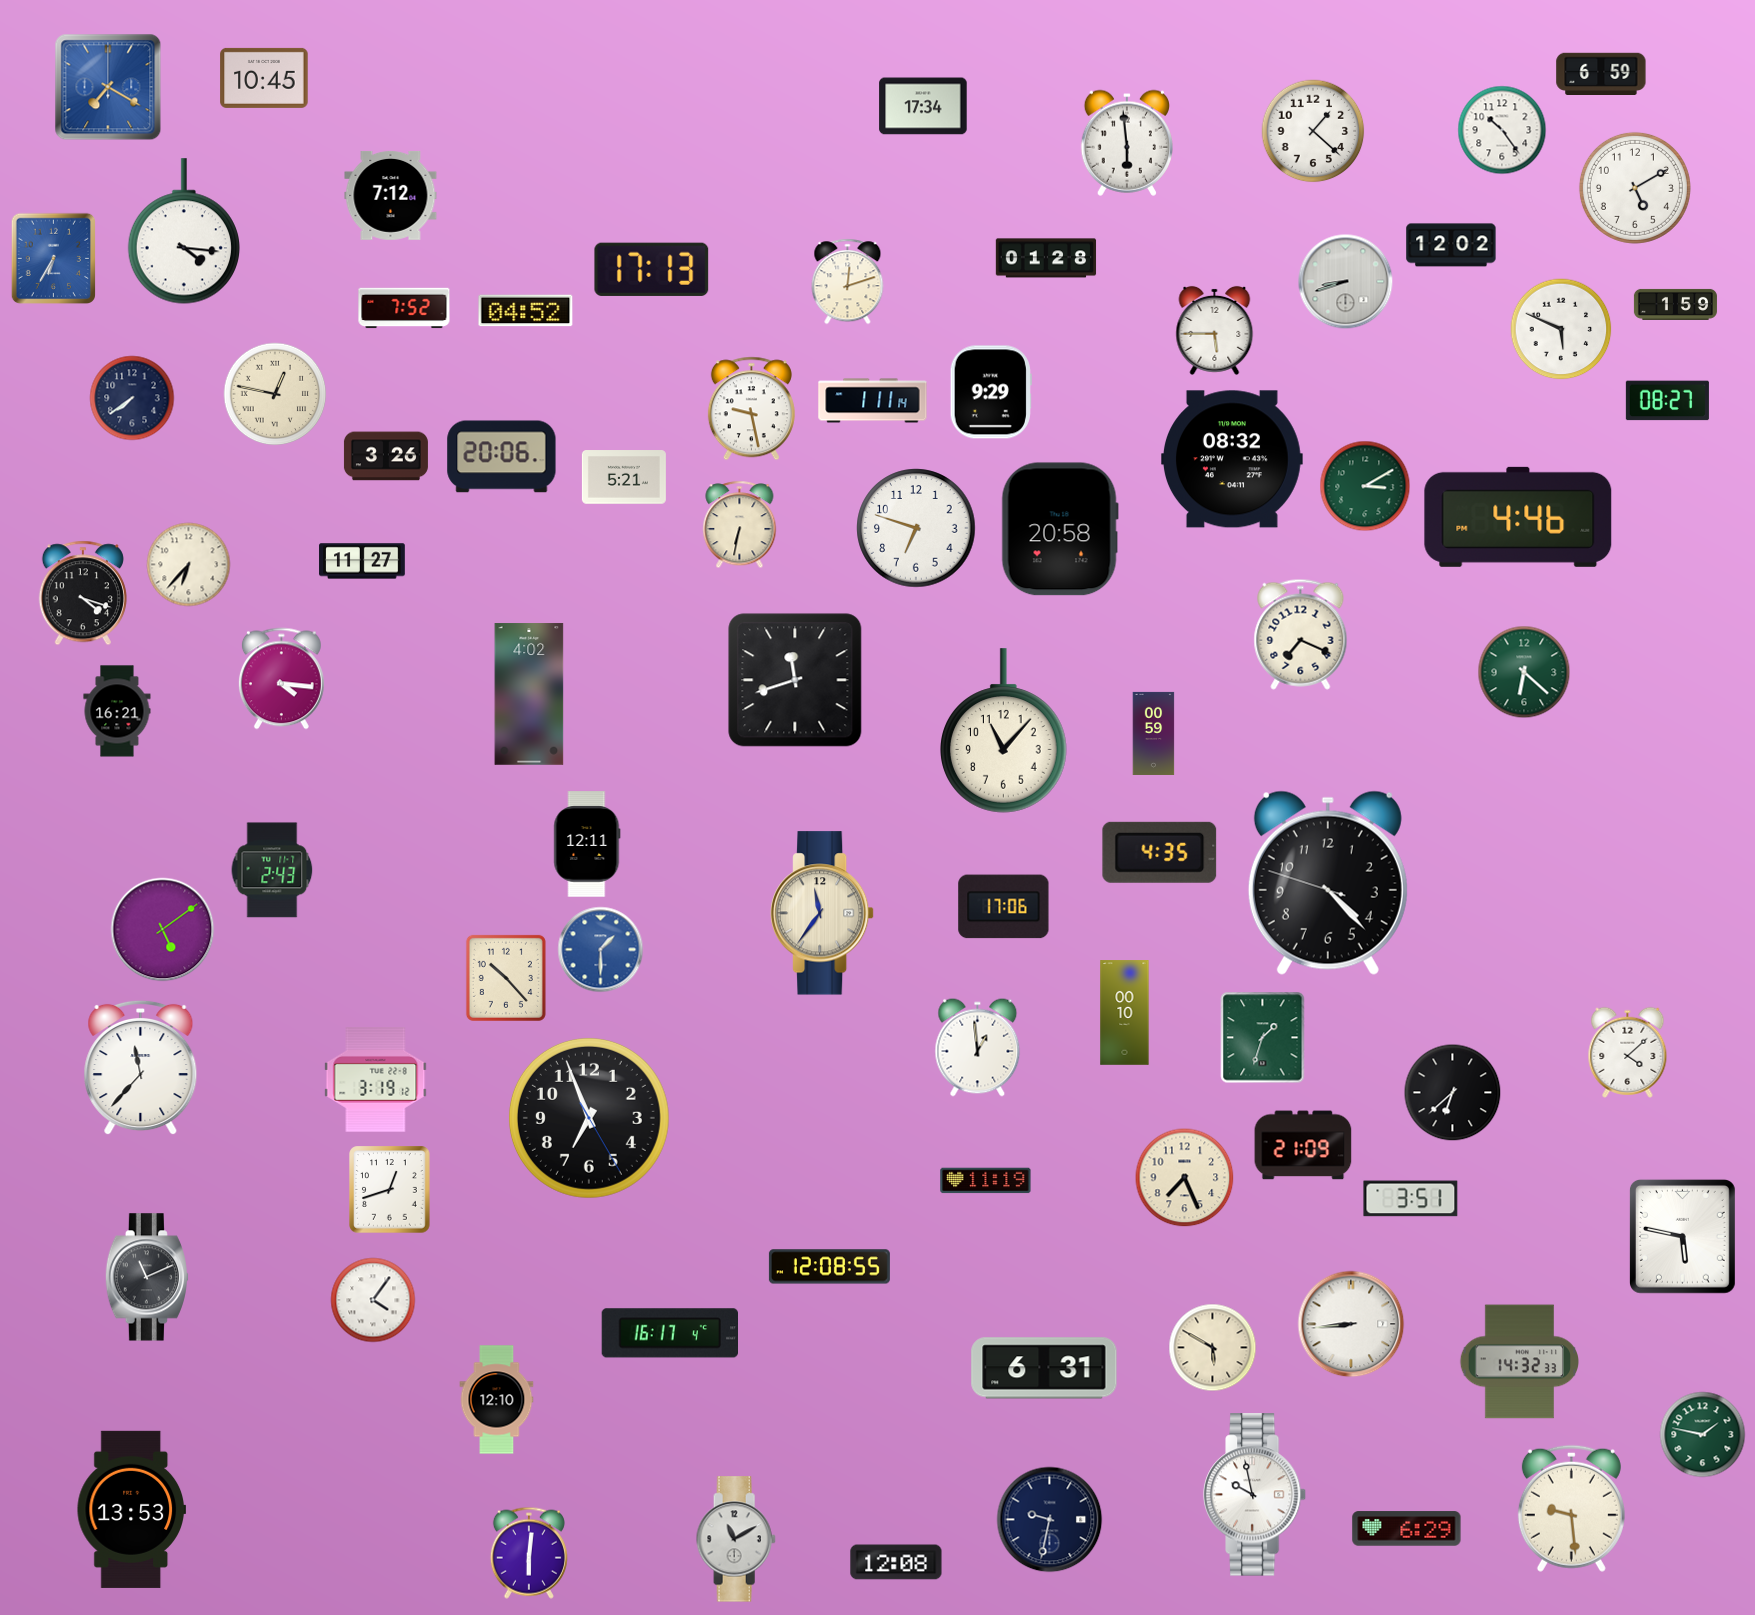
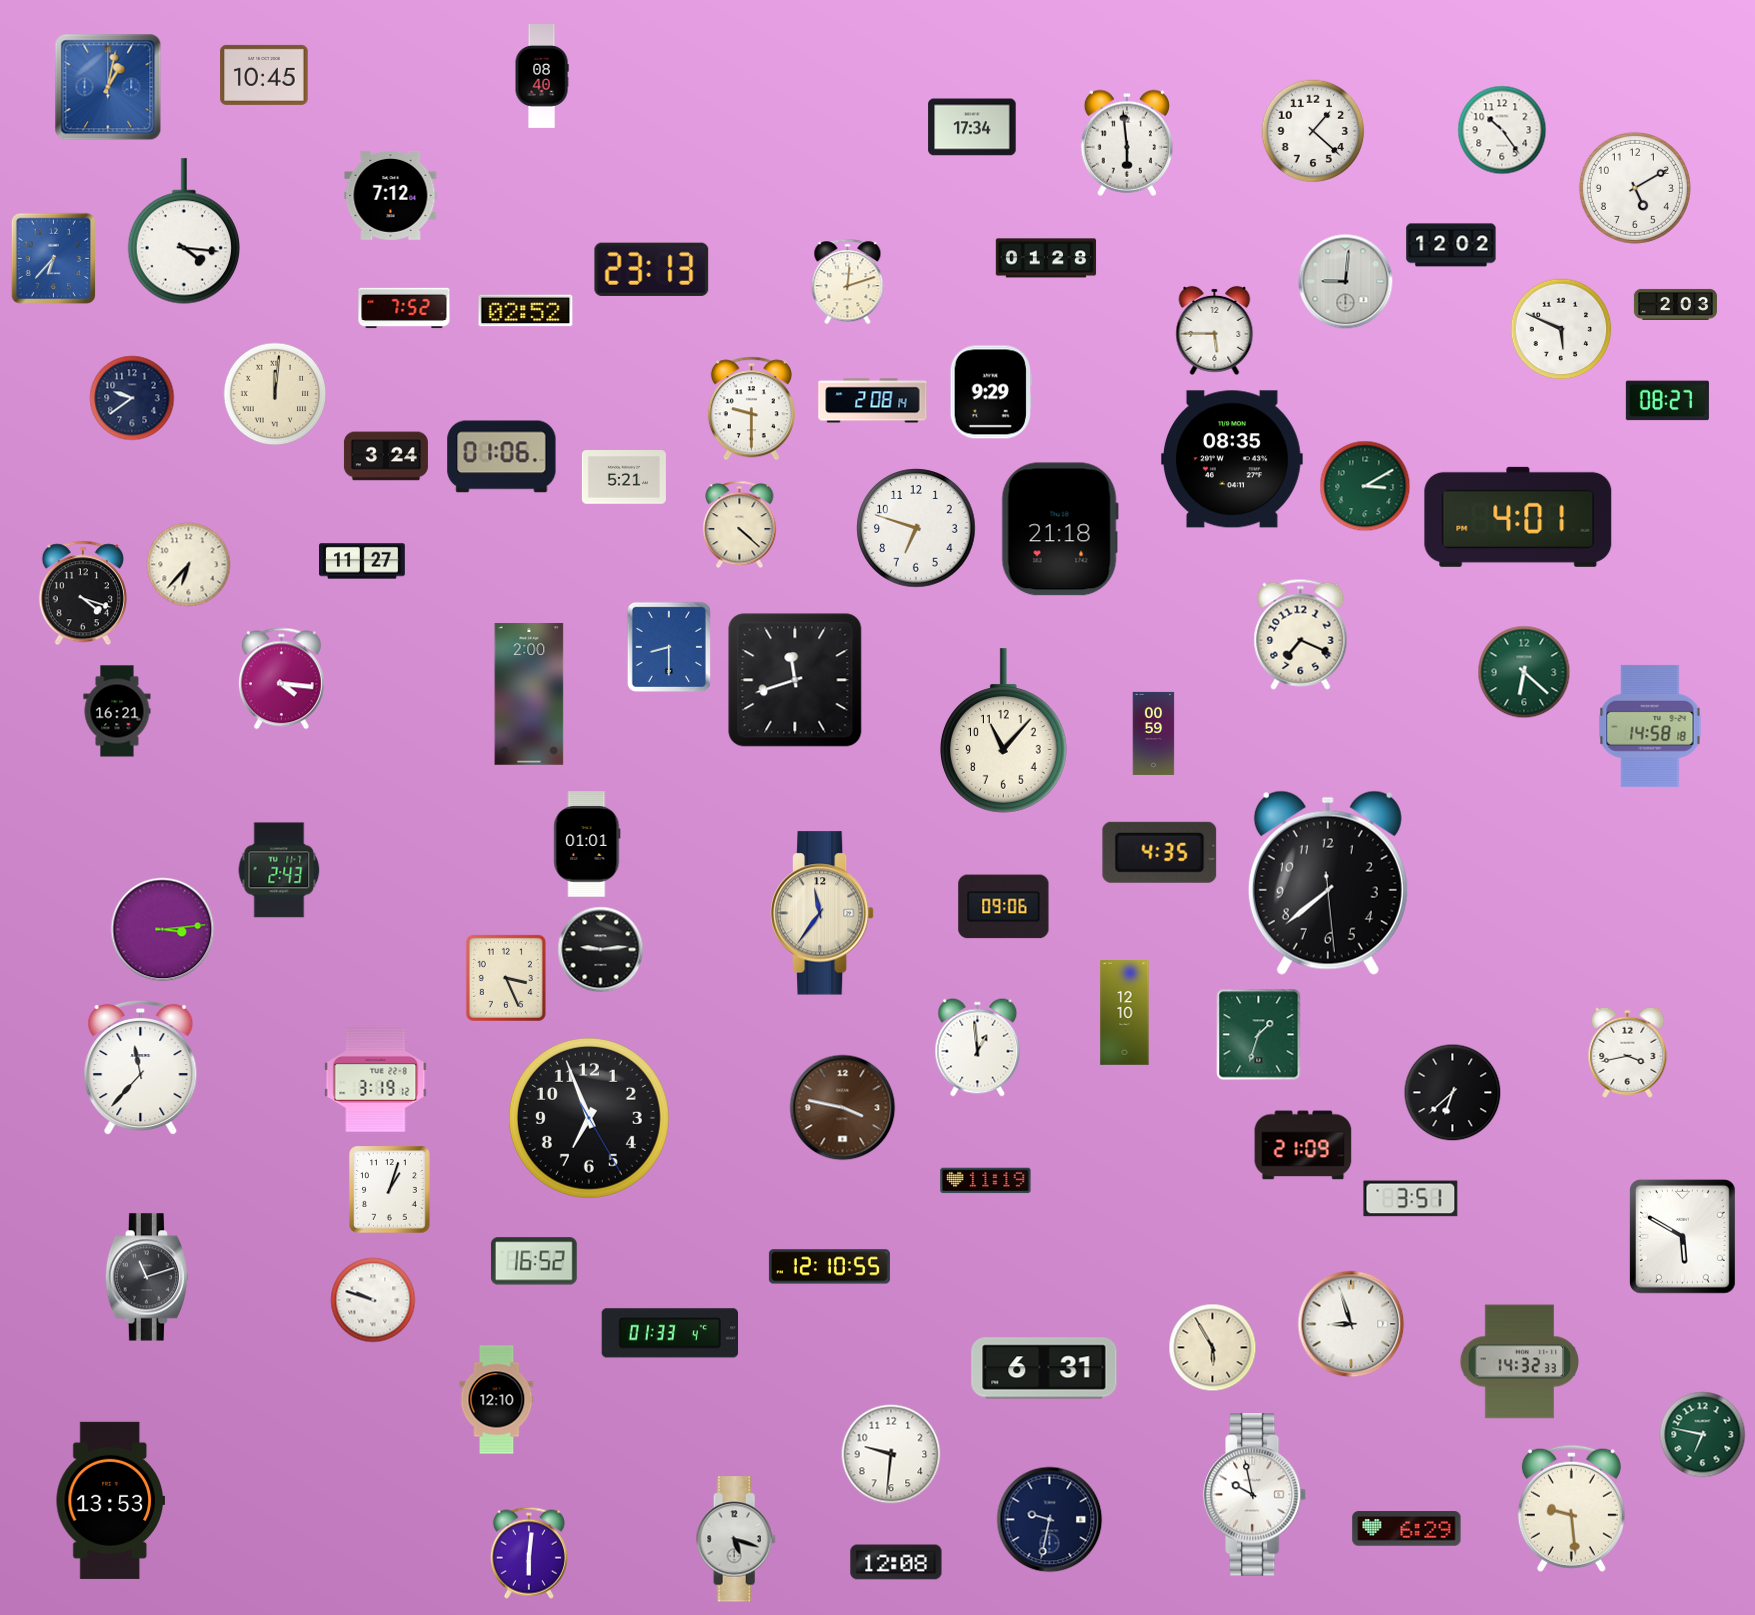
clock at (1601, 73): 6:59 -> none
clock at (542, 76): none -> 08:40
clock at (264, 78) position: (264, 78) -> (264, 75)
clock at (108, 87): 7:20 -> 1:02
clock at (923, 106) position: (923, 106) -> (972, 127)
clock at (53, 258): 6:35 -> 6:37
clock at (652, 269): 17:13 -> 23:13
clock at (1346, 282): 8:42 -> 9:01
clock at (1675, 304): 1:59 -> 2:03
clock at (526, 311): 04:52 -> 02:52
clock at (275, 394): 12:47 -> 12:01
clock at (132, 398): 7:39 -> 9:39
clock at (873, 401): 1:11 -> 2:08
clock at (751, 409): 9:28 -> 9:30
clock at (386, 456): 3:26 -> 3:24
clock at (502, 457): 20:06 -> 01:06
clock at (1233, 459): 08:32 -> 08:35
clock at (1518, 517): 4:46 -> 4:01
clock at (740, 525): 6:32 -> 4:22
clock at (1060, 529): 20:58 -> 21:18
clock at (669, 647): none -> 8:30
clock at (529, 694): 4:02 -> 2:00
clock at (1650, 726): none -> 14:58
clock at (587, 844): 12:11 -> 01:01
clock at (272, 870) position: (272, 870) -> (279, 870)
clock at (1328, 883): 4:22 -> 7:38
clock at (1004, 907): 17:06 -> 09:06
clock at (163, 930): 5:09 -> 3:14
clock at (601, 950): 1:30 -> 9:14
clock at (601, 950) dial: blue -> black
clock at (506, 978): 10:23 -> 3:26
clock at (1125, 1013): 00:10 -> 12:10
clock at (1263, 1038) position: (1263, 1038) -> (1259, 1035)
clock at (1628, 1052): 4:08 -> 3:43
clock at (843, 1108): none -> 3:47
clock at (1185, 1178): 7:26 -> none
clock at (390, 1190): 12:42 -> 1:03
clock at (1682, 1236): 5:47 -> 5:50
clock at (534, 1261): none -> 16:52
clock at (829, 1267): 12:08 -> 12:10
clock at (147, 1277): 11:11 -> 11:12
clock at (373, 1300): 4:06 -> 9:48
clock at (1351, 1324): 8:44 -> 8:57
clock at (669, 1333): 16:17 -> 01:33
clock at (1213, 1348): 5:50 -> 5:55
clock at (1703, 1435): 1:47 -> 6:47
clock at (891, 1454): none -> 9:31
clock at (131, 1509) position: (131, 1509) -> (110, 1500)
clock at (736, 1539): 11:10 -> 5:18
